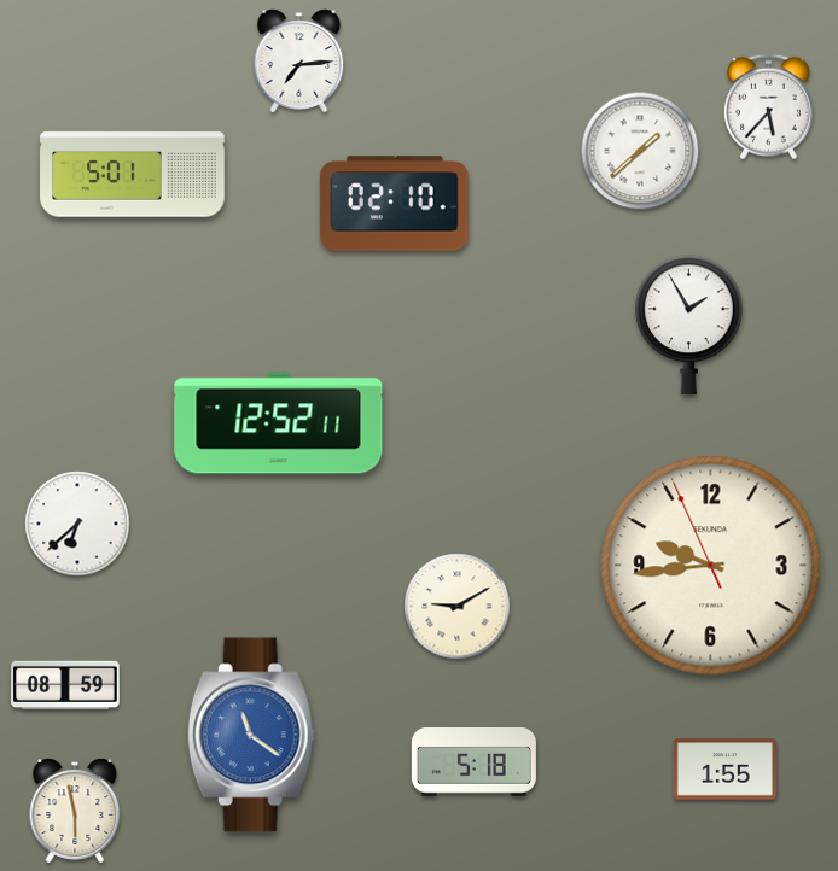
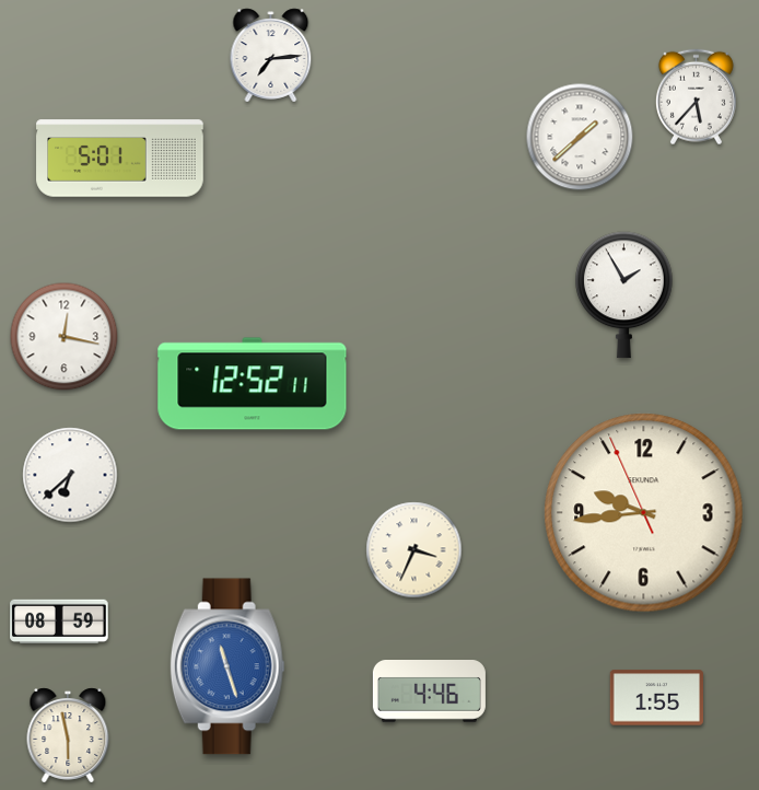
clock at (395, 204): 02:10 -> none
clock at (65, 337): none -> 12:17
clock at (458, 607): 9:10 -> 3:34
clock at (251, 735): 11:21 -> 11:27
clock at (473, 762): 5:18 -> 4:46
